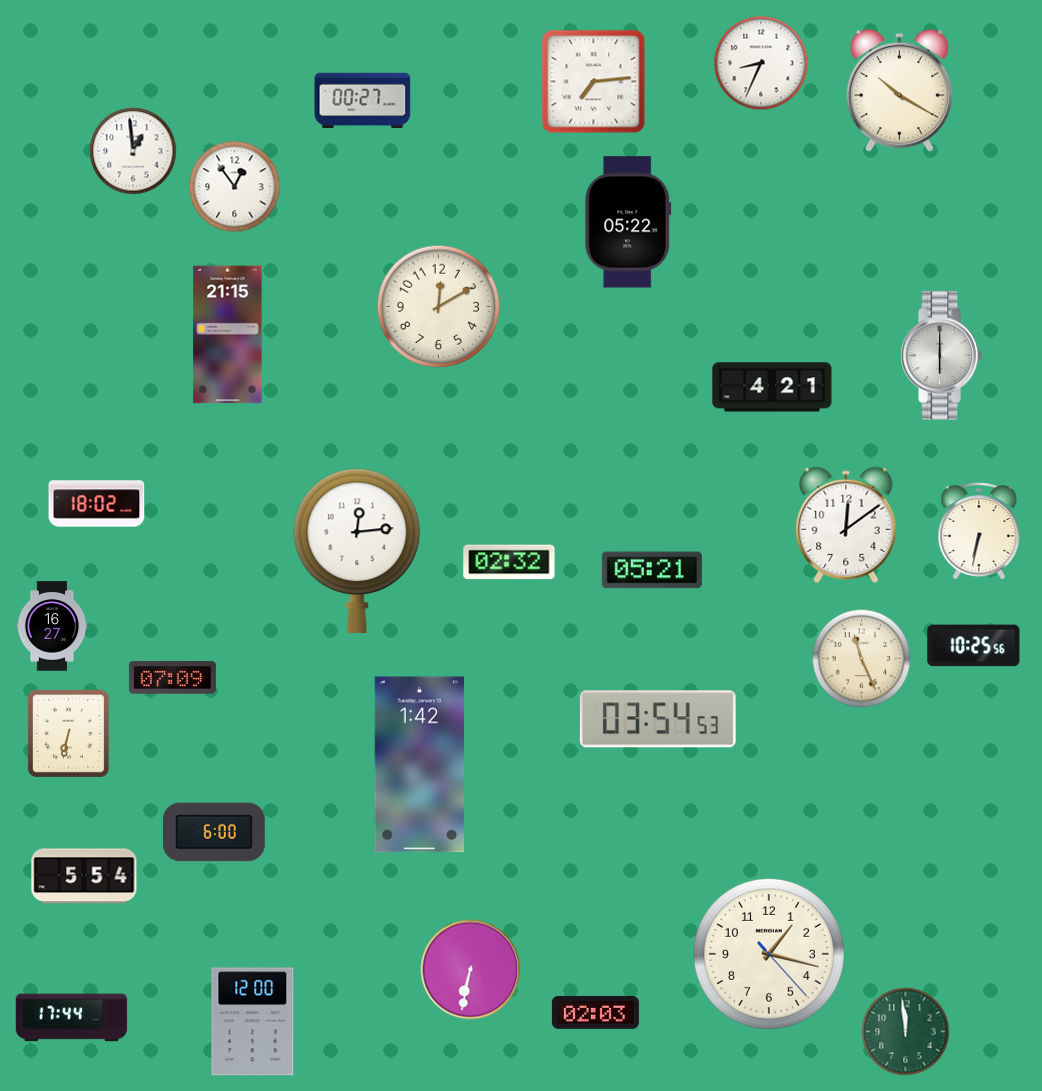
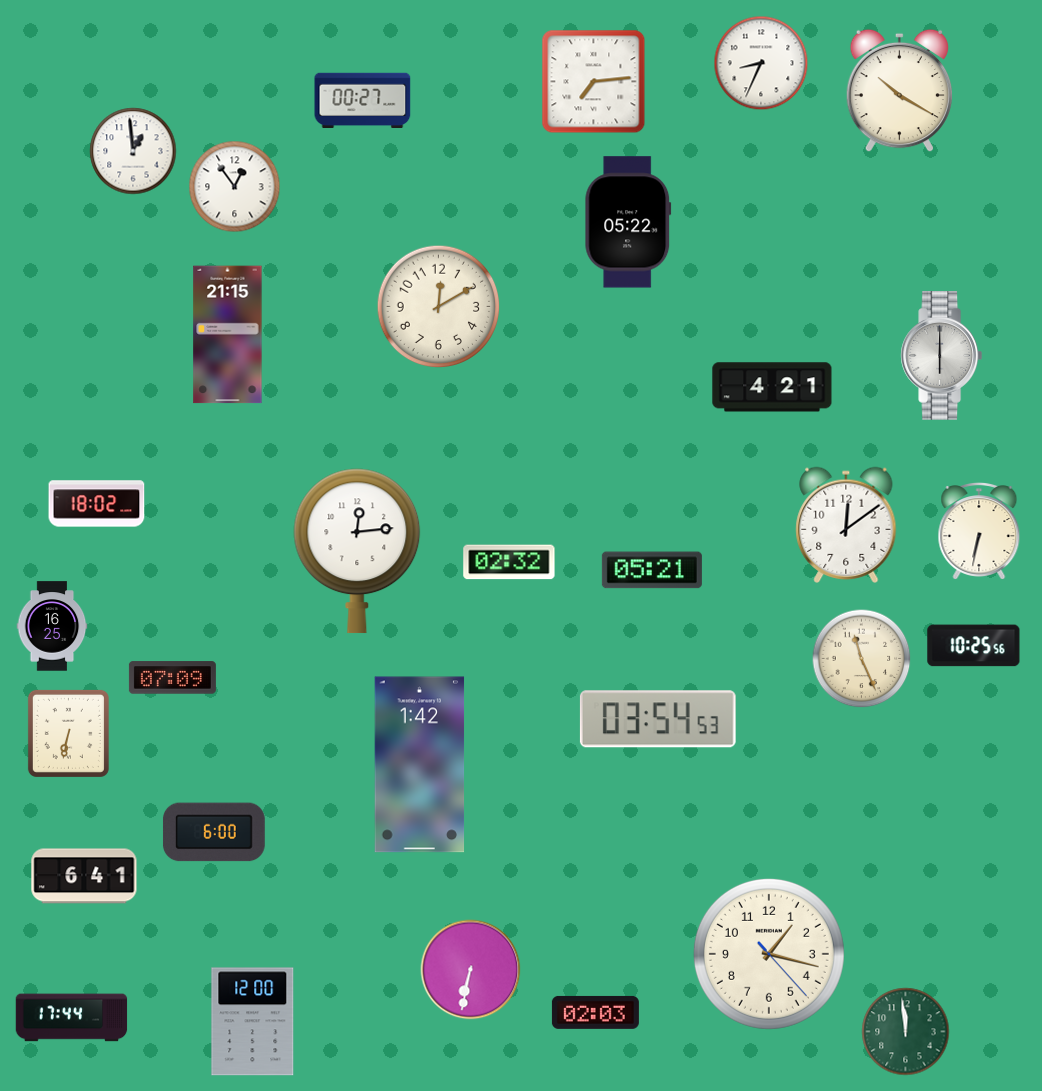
clock at (52, 626): 16:27 -> 16:25
clock at (84, 876): 5:54 -> 6:41
